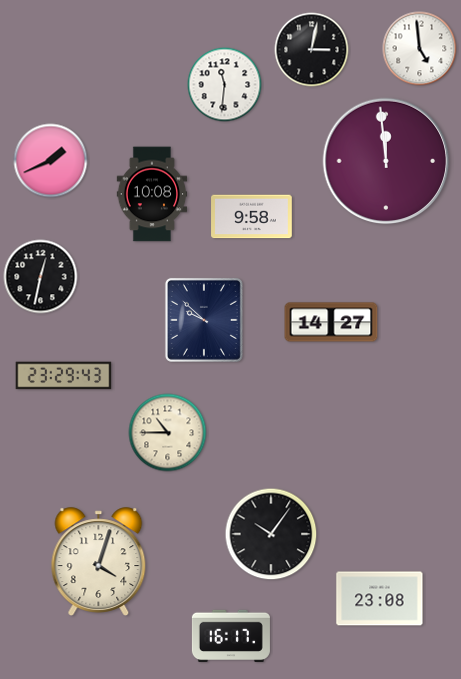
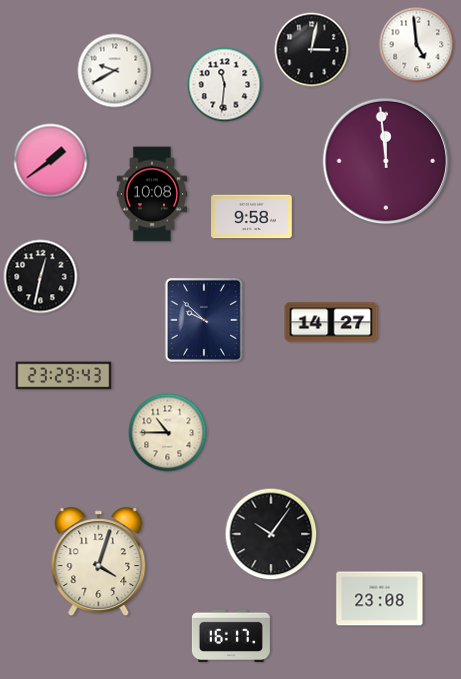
clock at (420, 49) position: (420, 49) -> (417, 45)
clock at (115, 71): none -> 9:40
clock at (51, 161): 1:41 -> 1:39
